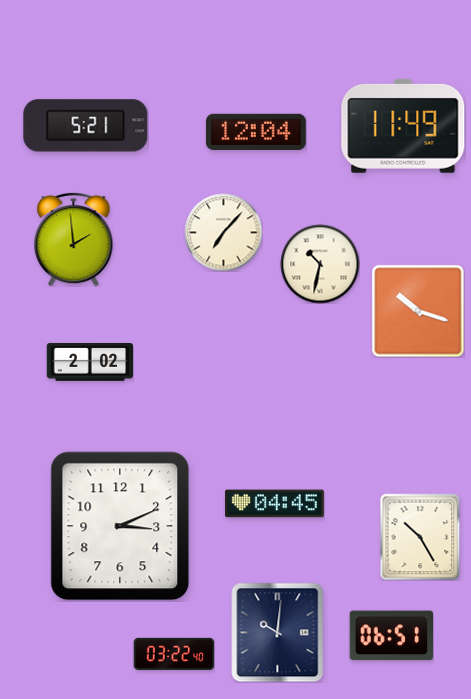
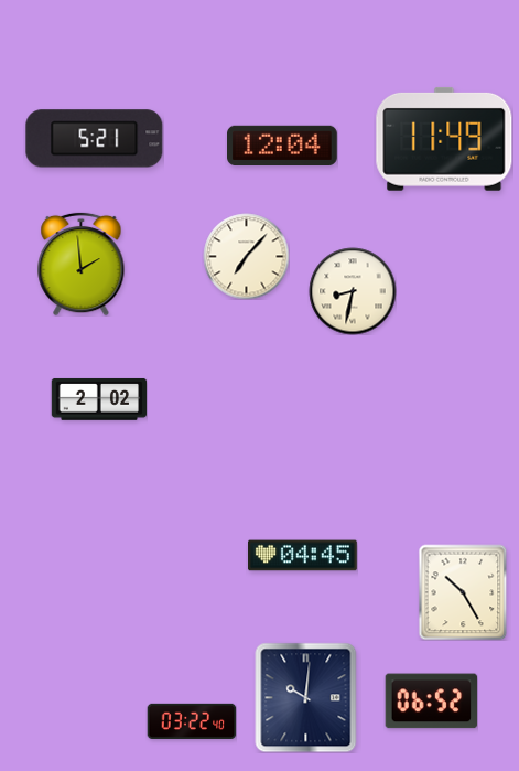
clock at (320, 264): 10:32 -> 8:32
clock at (418, 311): 10:18 -> none
clock at (120, 526): 3:11 -> none
clock at (391, 636): 06:51 -> 06:52
